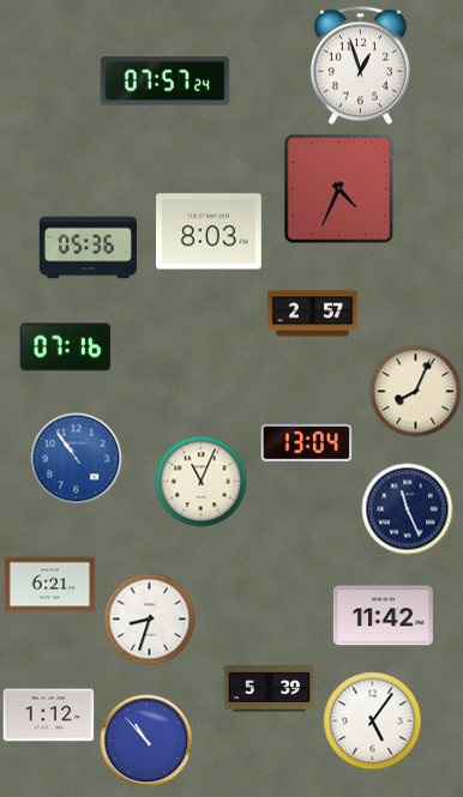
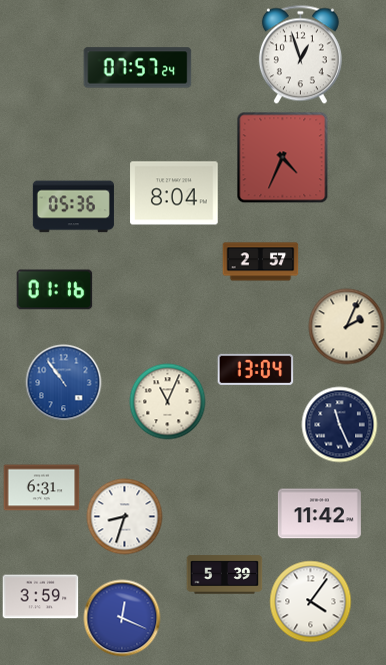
clock at (209, 231): 8:03 -> 8:04
clock at (66, 348): 07:16 -> 01:16
clock at (416, 392): 8:04 -> 2:04
clock at (50, 585): 6:21 -> 6:31
clock at (49, 716): 1:12 -> 3:59
clock at (373, 721): 5:06 -> 4:06
clock at (146, 741): 10:53 -> 12:19
